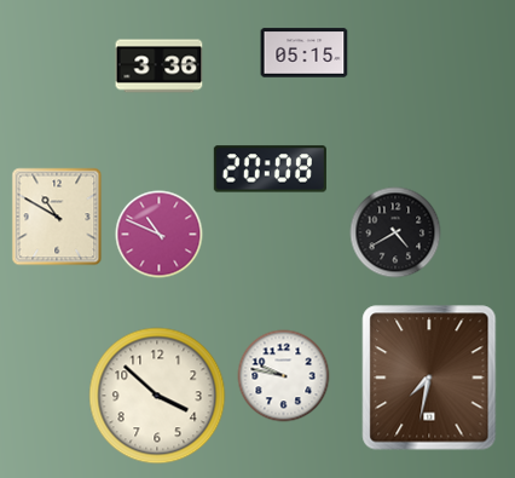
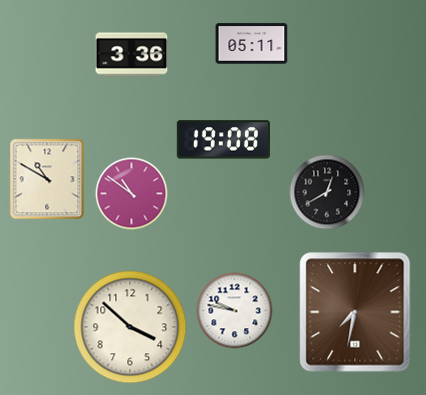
clock at (305, 53): 05:15 -> 05:11
clock at (270, 169): 20:08 -> 19:08
clock at (395, 232): 4:40 -> 12:40
clock at (160, 235): 10:49 -> 10:51
